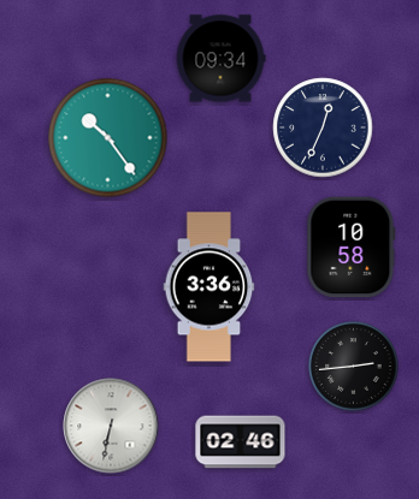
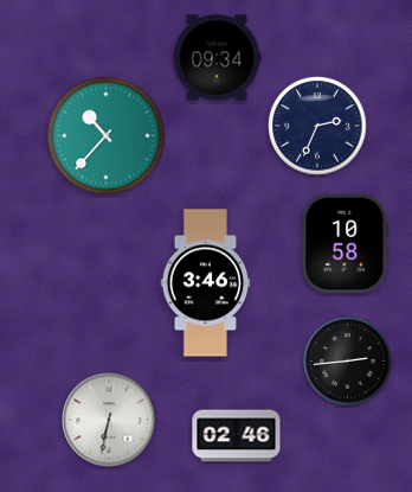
clock at (323, 127): 12:34 -> 2:34
clock at (108, 138): 10:24 -> 10:37
clock at (209, 287): 3:36 -> 3:46
